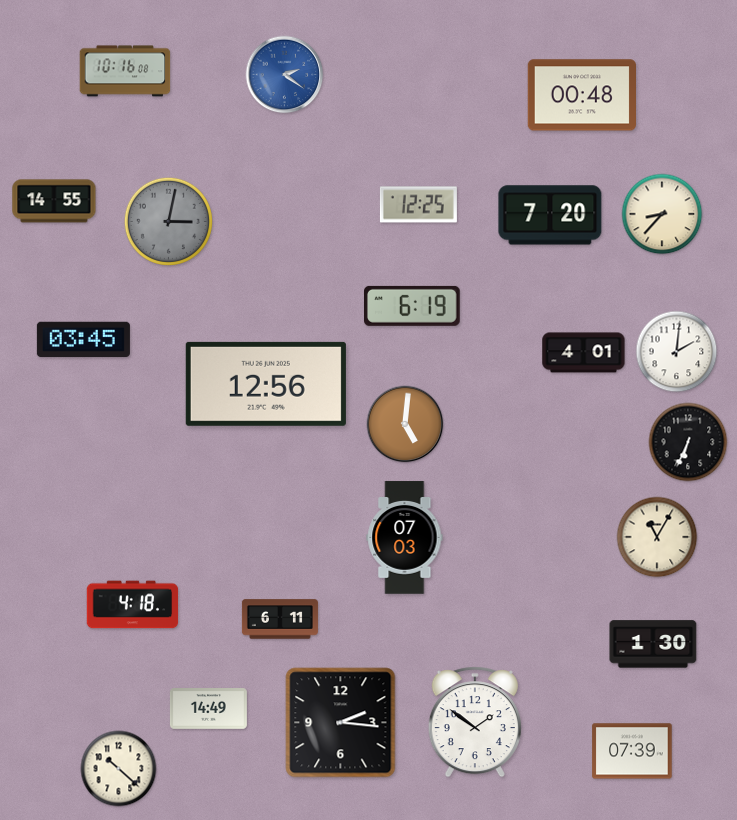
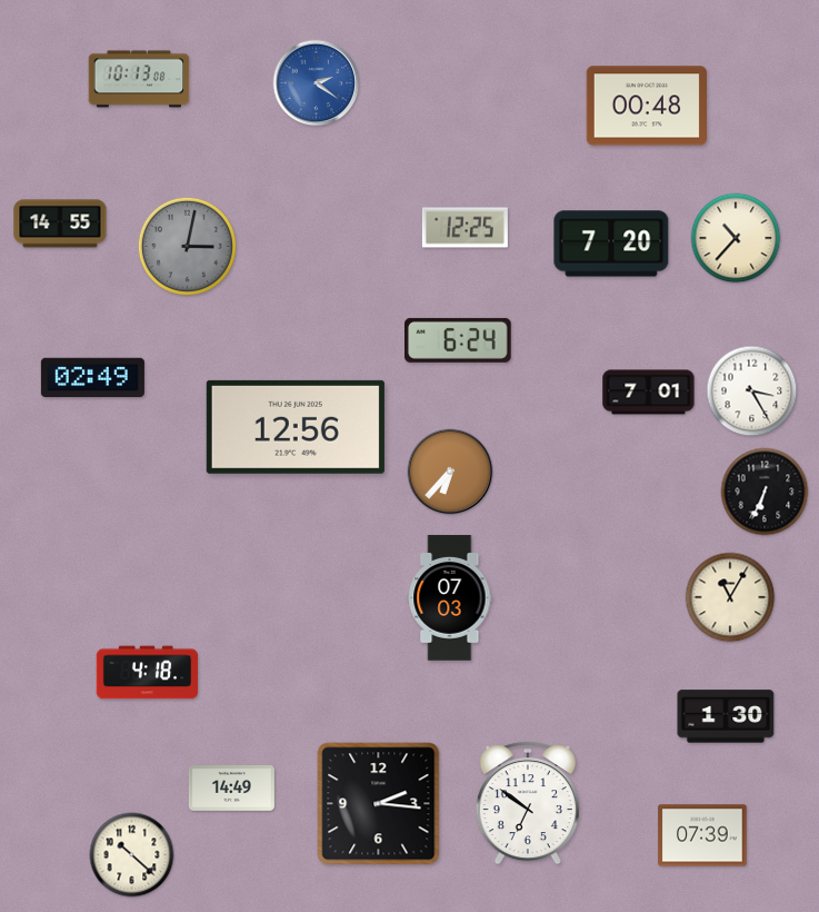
clock at (125, 71): 10:16 -> 10:13
clock at (662, 214): 8:37 -> 10:37
clock at (550, 215) position: (550, 215) -> (611, 244)
clock at (413, 306): 6:19 -> 6:24
clock at (83, 340): 03:45 -> 02:49
clock at (677, 352): 2:01 -> 3:25
clock at (584, 353): 4:01 -> 7:01
clock at (405, 424): 5:01 -> 6:37
clock at (280, 619): 6:11 -> none
clock at (475, 722): 1:51 -> 6:51
